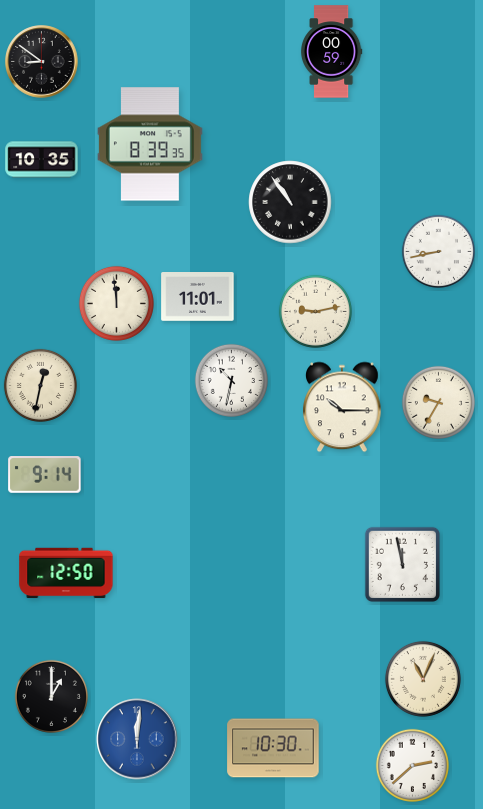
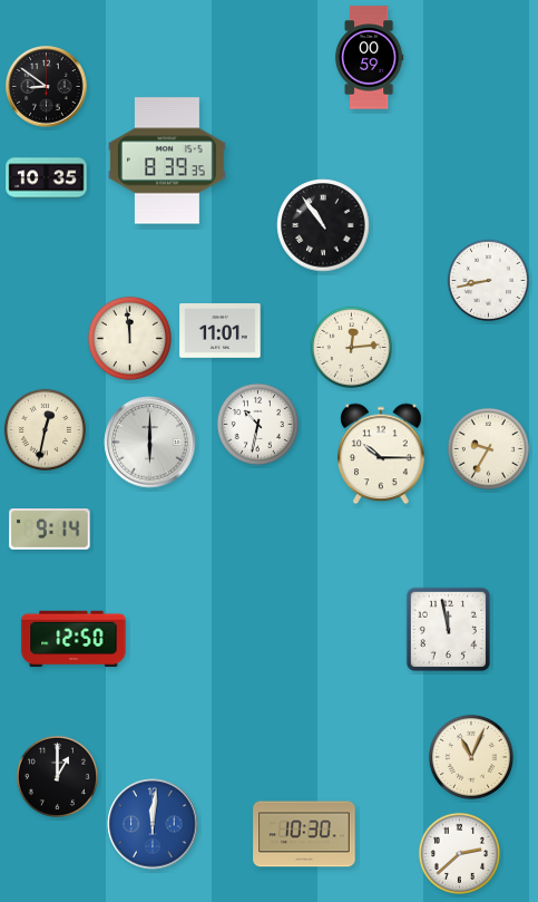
clock at (42, 62) position: (42, 62) -> (47, 87)
clock at (315, 311): 9:13 -> 12:14
clock at (150, 443): none -> 6:00
